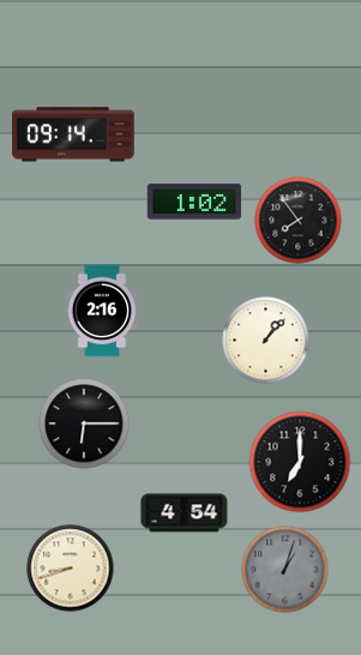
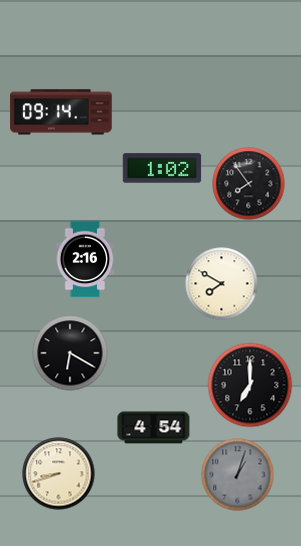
clock at (266, 341): 1:07 -> 7:50
clock at (84, 423): 6:15 -> 6:20
